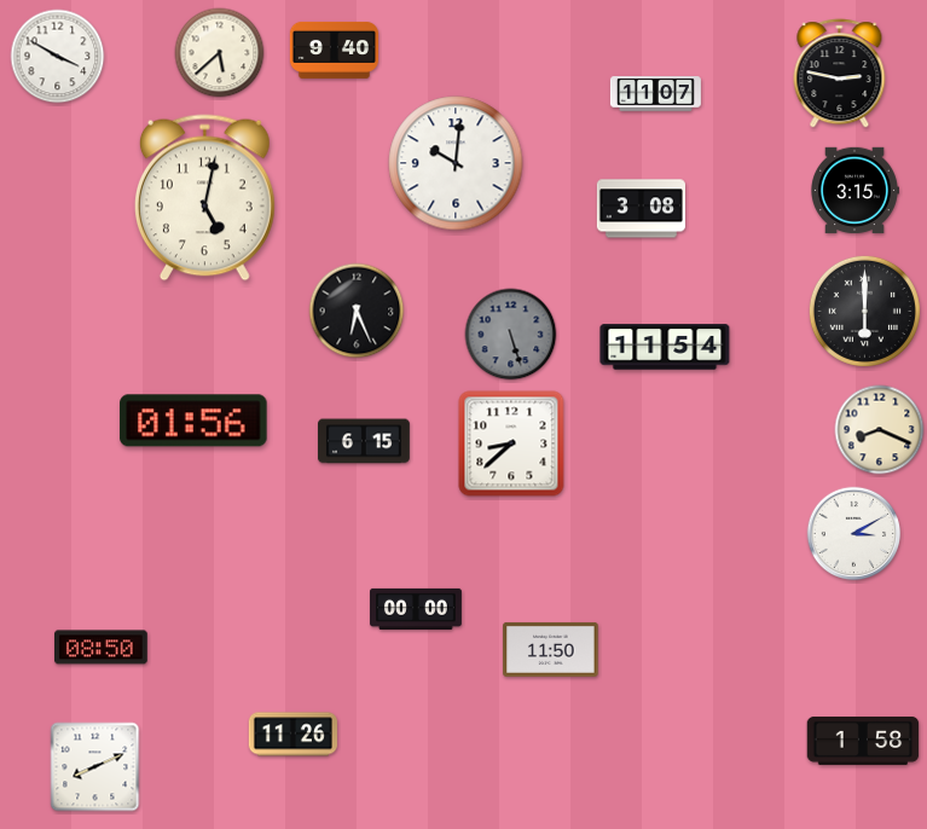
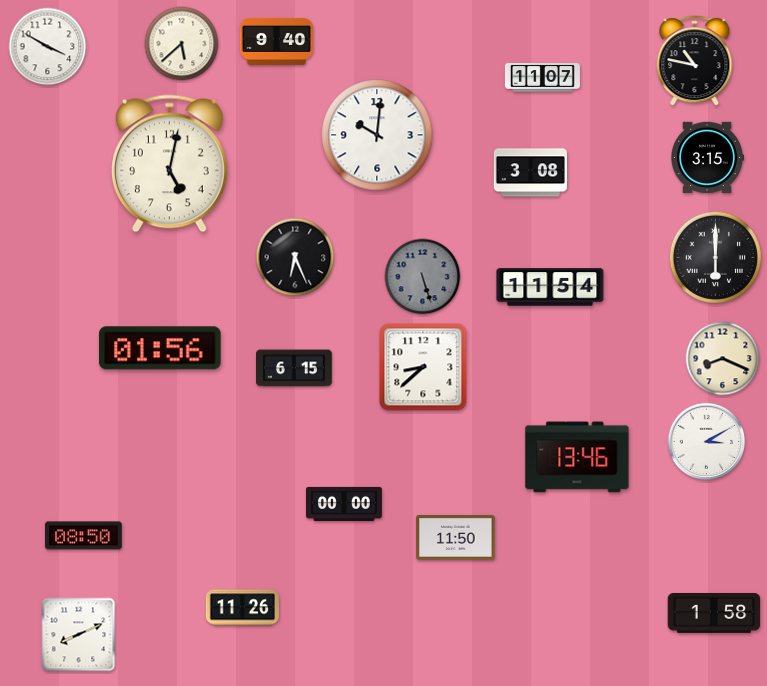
clock at (840, 74): 2:47 -> 10:47
clock at (880, 430) position: (880, 430) -> (723, 359)
clock at (365, 441) position: (365, 441) -> (295, 368)
clock at (577, 457): none -> 13:46
